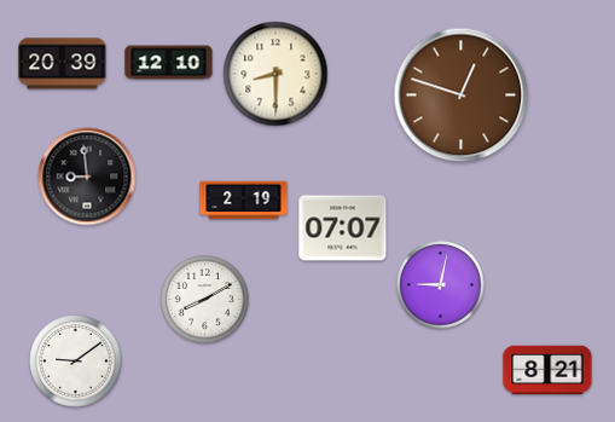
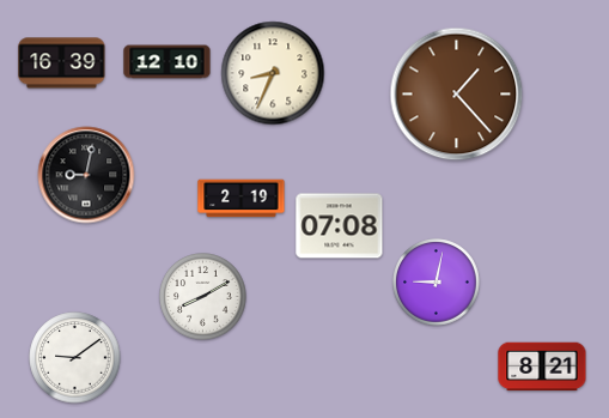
clock at (63, 64): 20:39 -> 16:39
clock at (275, 74): 8:30 -> 8:34
clock at (462, 96): 12:48 -> 1:23
clock at (87, 177): 8:59 -> 9:02
clock at (343, 229): 07:07 -> 07:08
